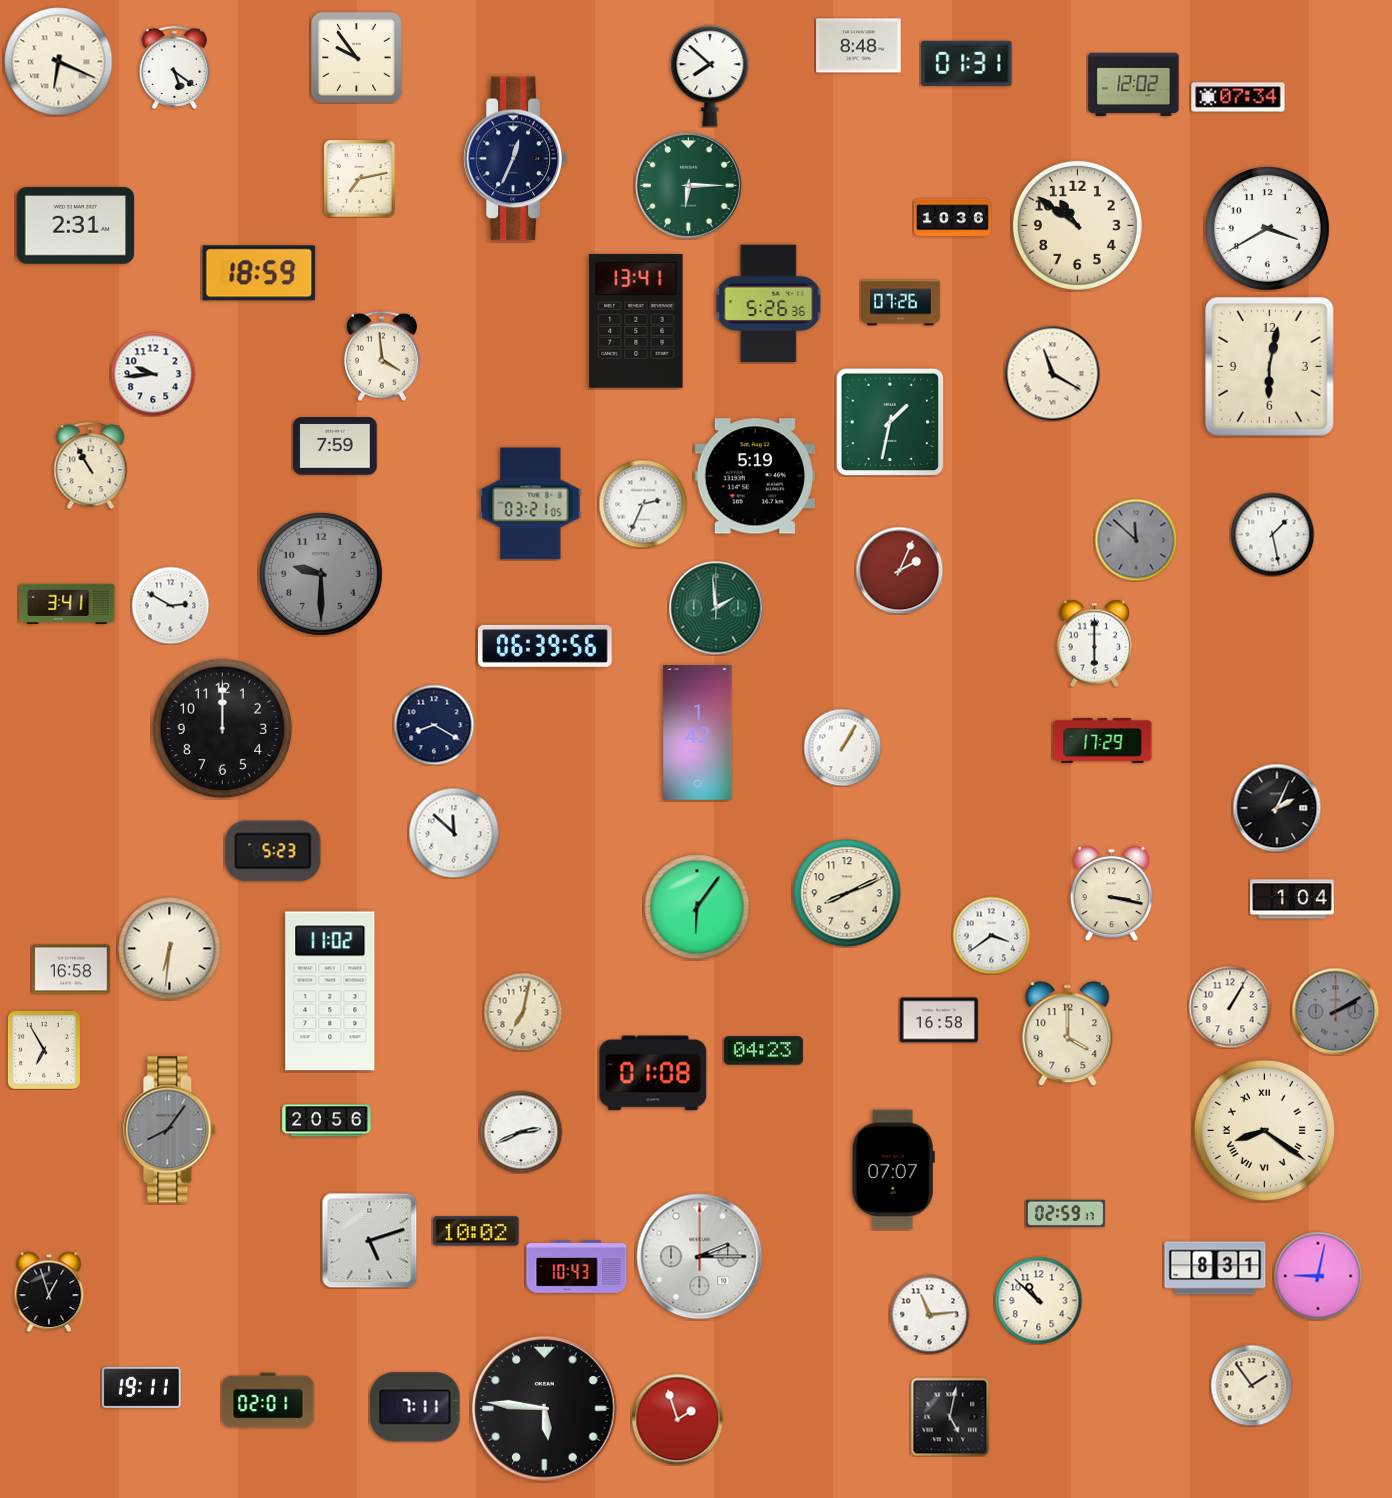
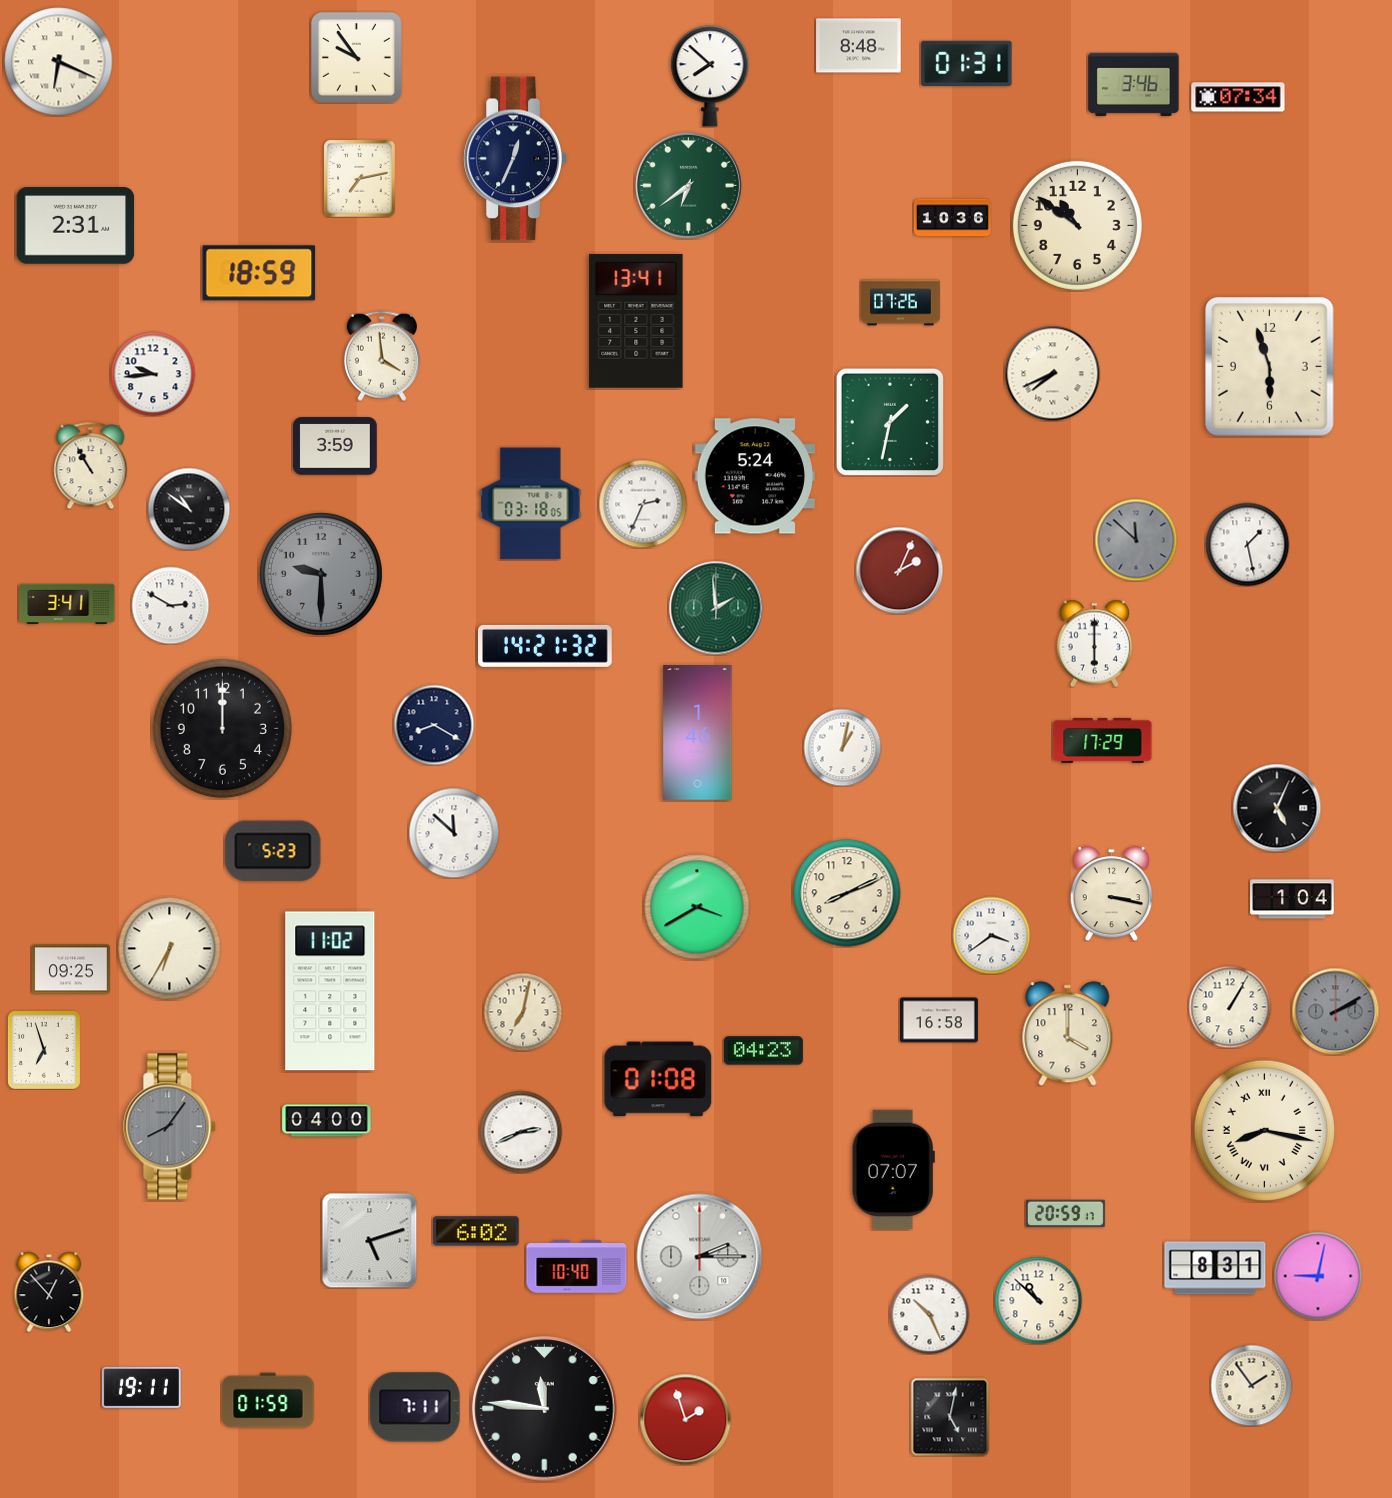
clock at (175, 67): 5:21 -> none
clock at (1134, 85): 12:02 -> 3:46
clock at (688, 185): 6:15 -> 6:39
clock at (1267, 228): 3:40 -> none
clock at (769, 304): 5:26 -> none
clock at (1270, 367): 6:02 -> 5:57
clock at (1052, 373): 11:20 -> 7:41
clock at (335, 446): 7:59 -> 3:59
clock at (755, 476): 5:19 -> 5:24
clock at (531, 504): 03:21 -> 03:18
clock at (189, 509): none -> 10:51
clock at (1272, 534) position: (1272, 534) -> (1247, 544)
clock at (546, 646): 06:39 -> 14:21
clock at (698, 733): 1:42 -> 1:46
clock at (842, 747): 1:05 -> 1:02
clock at (1277, 808): 2:04 -> 5:04
clock at (697, 907): 6:06 -> 3:40
clock at (170, 949): 6:31 -> 6:35
clock at (71, 969): 16:58 -> 09:25
clock at (44, 1050): 6:55 -> 6:57
clock at (653, 1073) position: (653, 1073) -> (658, 1079)
clock at (327, 1121): 20:56 -> 04:00
clock at (170, 1130) position: (170, 1130) -> (170, 1127)
clock at (1264, 1130): 8:21 -> 8:17
clock at (1065, 1214): 02:59 -> 20:59
clock at (476, 1231): 10:02 -> 6:02
clock at (577, 1267): 10:43 -> 10:40
clock at (49, 1292): 12:57 -> 12:53
clock at (929, 1314): 11:14 -> 10:26
clock at (268, 1400): 02:01 -> 01:59
clock at (545, 1409): 5:46 -> 11:46
clock at (677, 1419) position: (677, 1419) -> (685, 1419)
